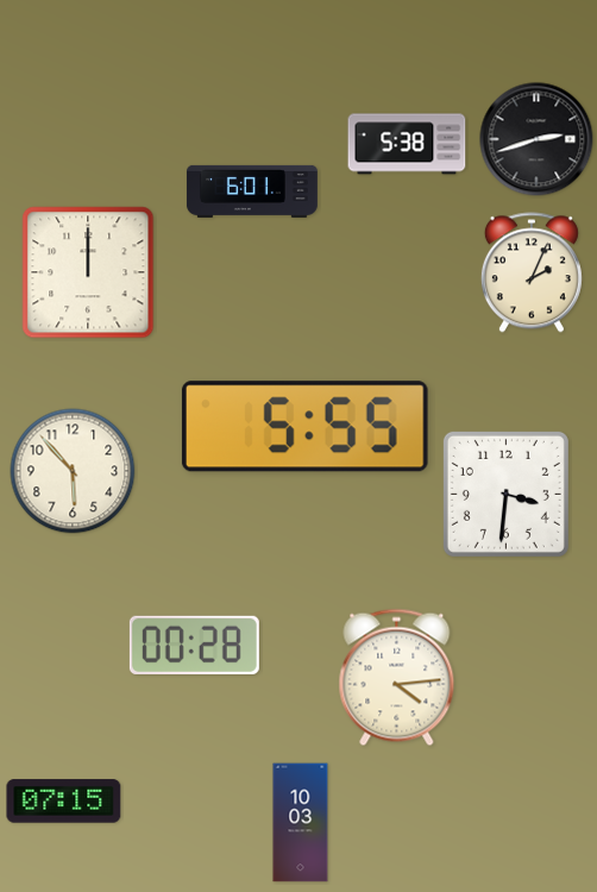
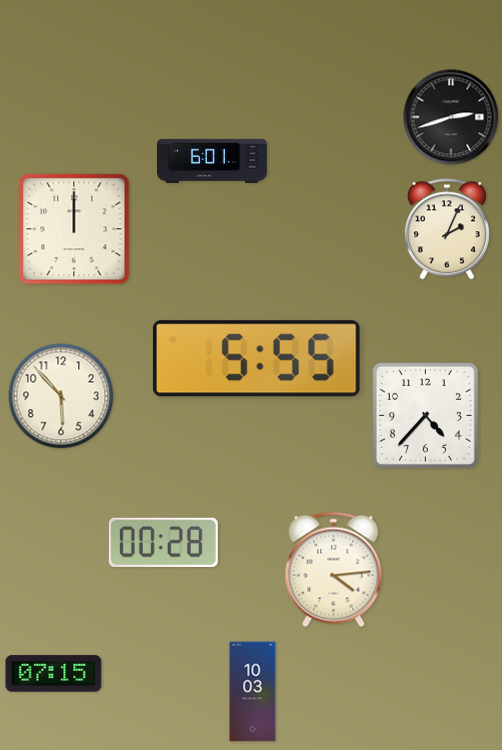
clock at (407, 144): 5:38 -> none
clock at (505, 494): 3:31 -> 4:37
